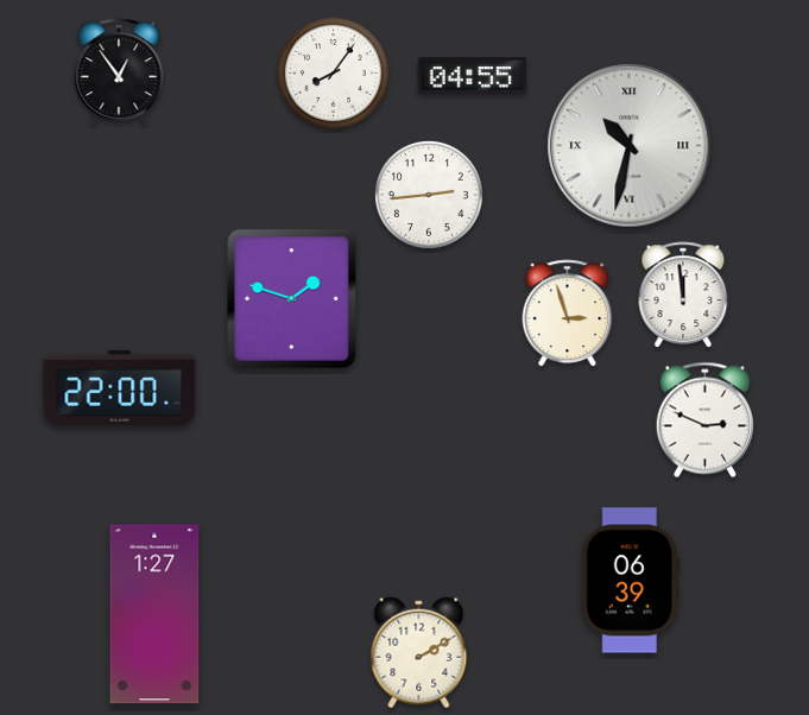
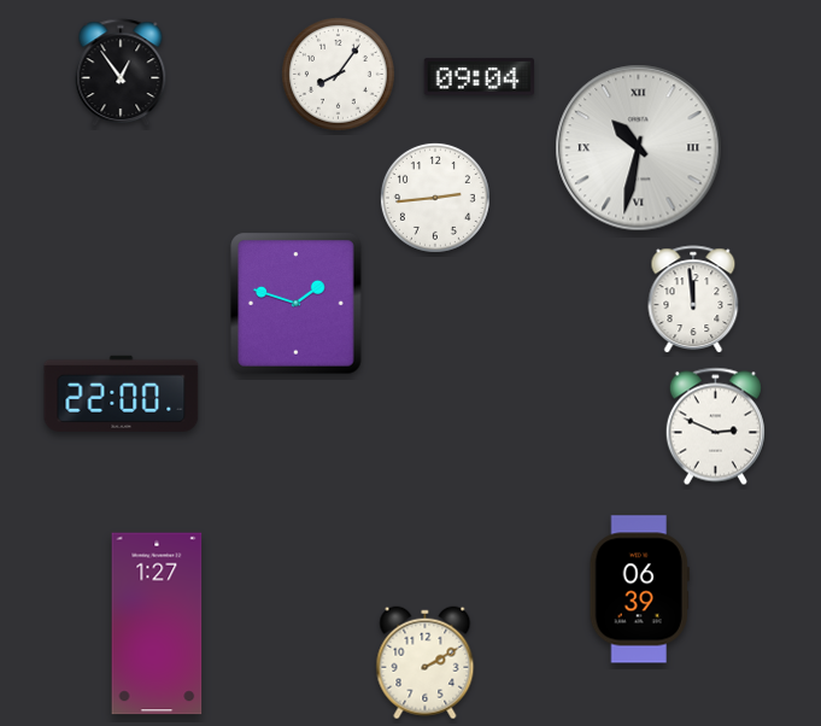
clock at (472, 76): 04:55 -> 09:04
clock at (568, 314): 2:57 -> none
